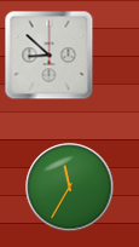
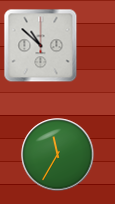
clock at (50, 56): 8:52 -> 10:52
